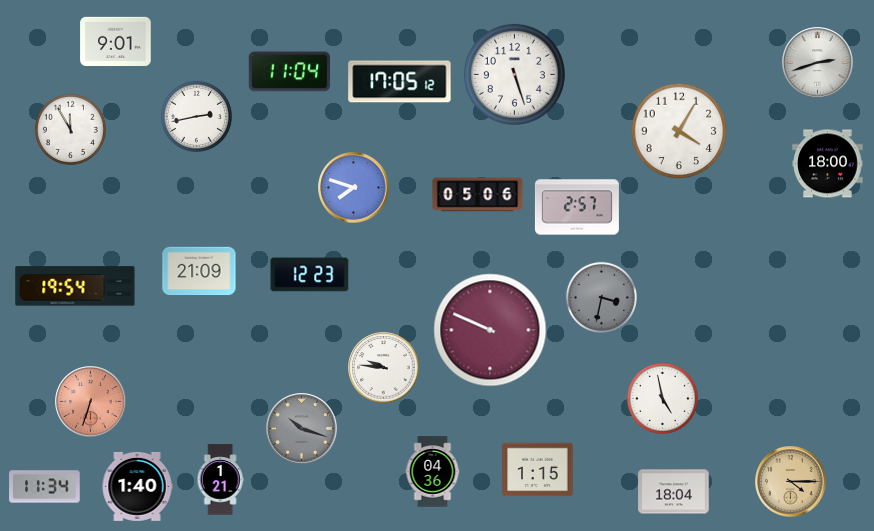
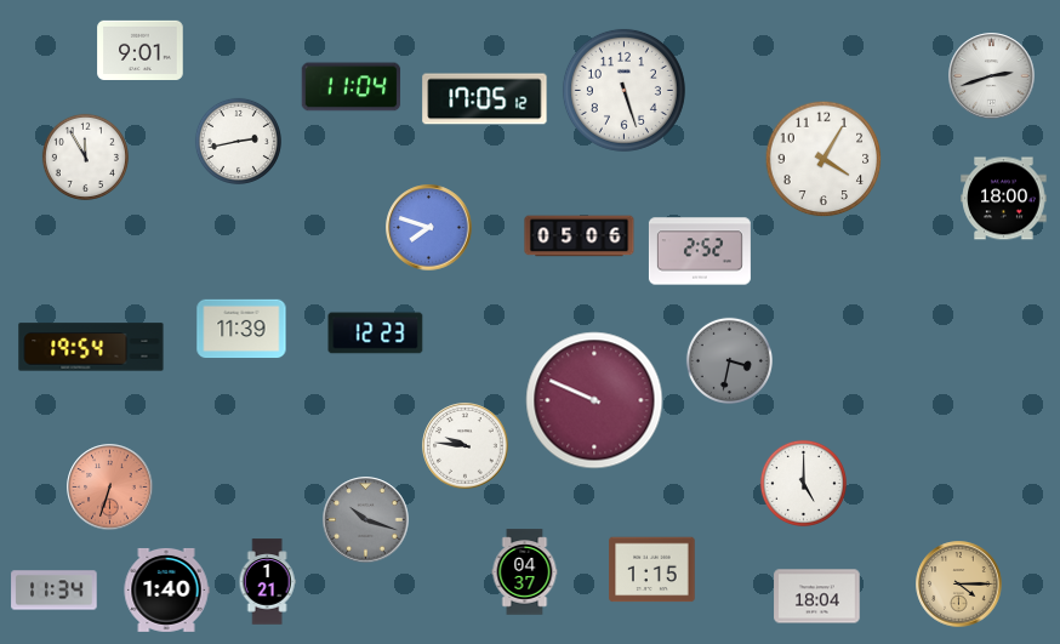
clock at (577, 207): 2:57 -> 2:52
clock at (199, 271): 21:09 -> 11:39
clock at (662, 398): 4:58 -> 5:00
clock at (433, 472): 04:36 -> 04:37
